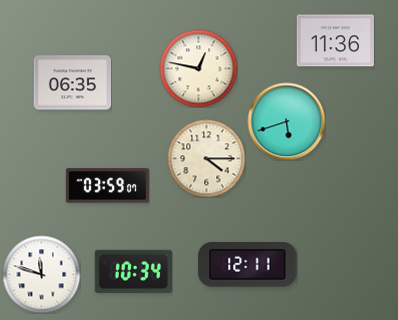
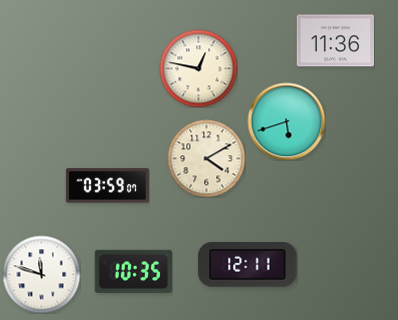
clock at (72, 83): 06:35 -> none
clock at (206, 158): 4:15 -> 4:10
clock at (133, 271): 10:34 -> 10:35
